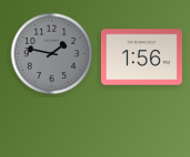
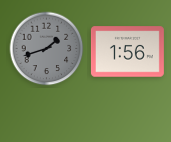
clock at (52, 54): 1:47 -> 1:42
